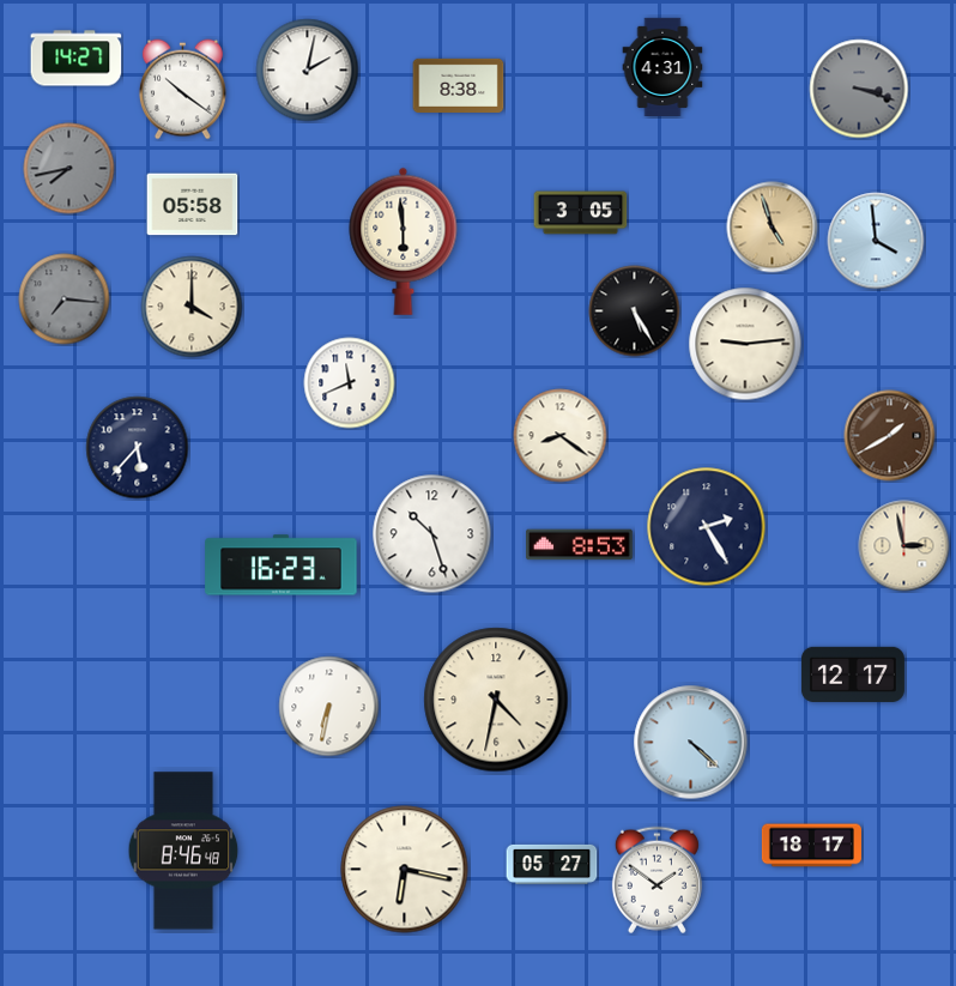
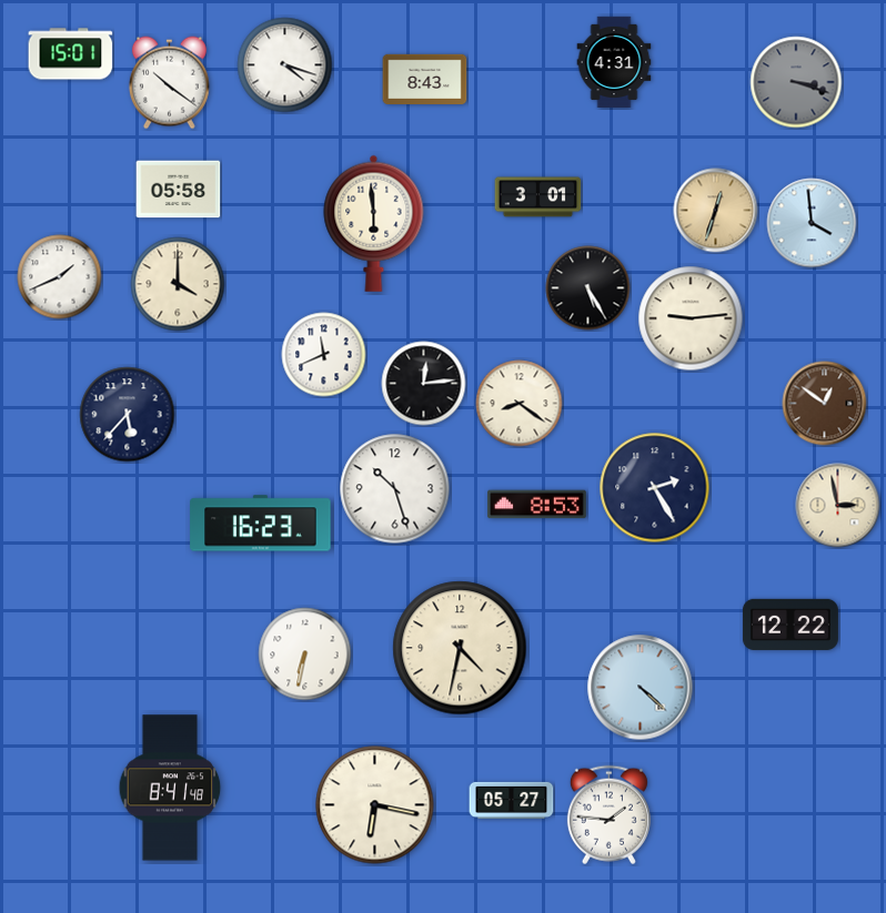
clock at (77, 59): 14:27 -> 15:01
clock at (308, 71): 2:02 -> 4:18
clock at (459, 85): 8:38 -> 8:43
clock at (69, 169): 7:43 -> none
clock at (581, 213): 3:05 -> 3:01
clock at (773, 228): 4:57 -> 12:33
clock at (65, 300): 7:16 -> 1:41
clock at (65, 300) dial: grey -> white
clock at (424, 384): none -> 12:14
clock at (890, 436): 1:40 -> 12:51
clock at (432, 534) position: (432, 534) -> (395, 489)
clock at (853, 675): 12:17 -> 12:22
clock at (811, 846): 18:17 -> none
clock at (183, 851): 8:46 -> 8:41
clock at (657, 881): 1:51 -> 1:46
